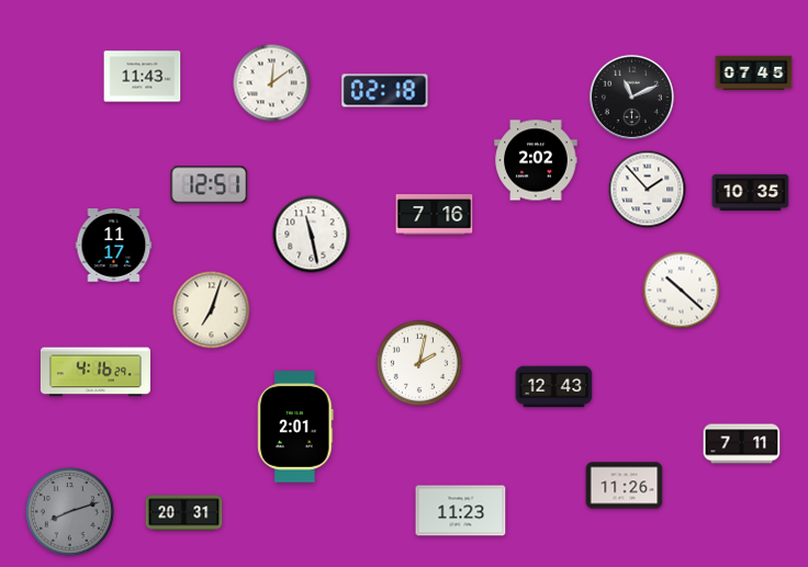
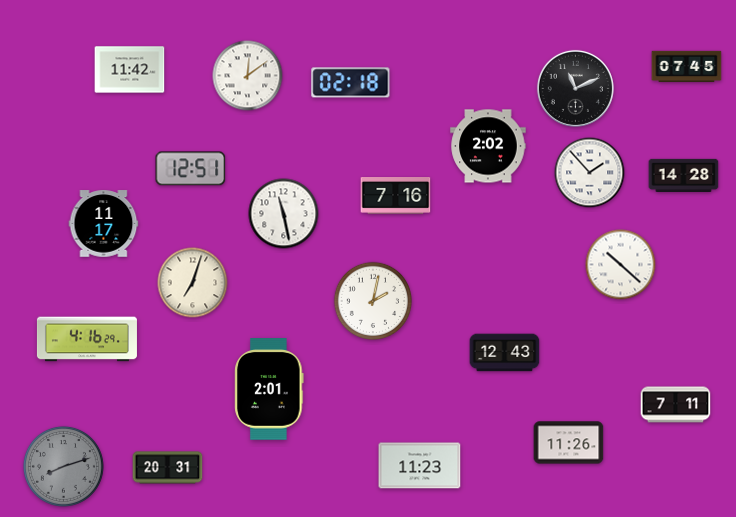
clock at (143, 77): 11:43 -> 11:42
clock at (751, 192): 10:35 -> 14:28
clock at (419, 363) position: (419, 363) -> (373, 301)
